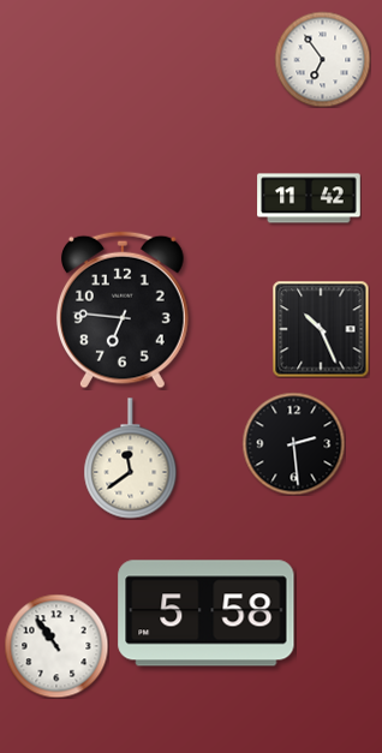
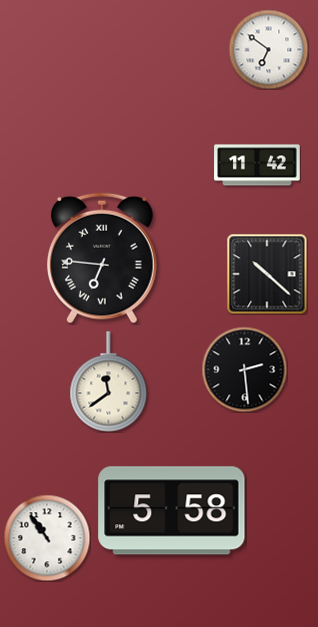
clock at (322, 59): 6:54 -> 6:51
clock at (123, 310) numerals: Arabic -> Roman
clock at (321, 329): 10:26 -> 10:22
